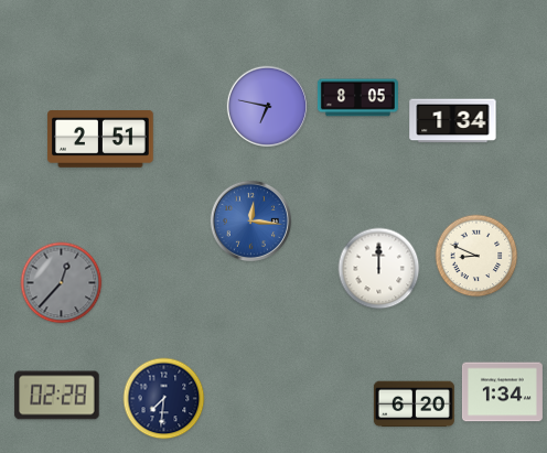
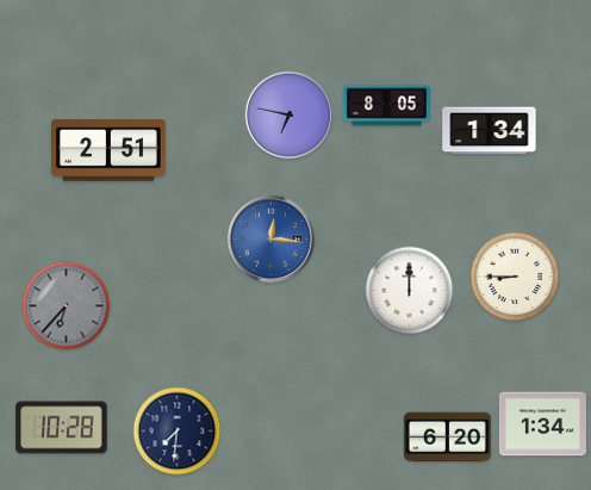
clock at (476, 256): 8:49 -> 8:45
clock at (62, 283): 12:37 -> 6:37
clock at (57, 396): 02:28 -> 10:28
